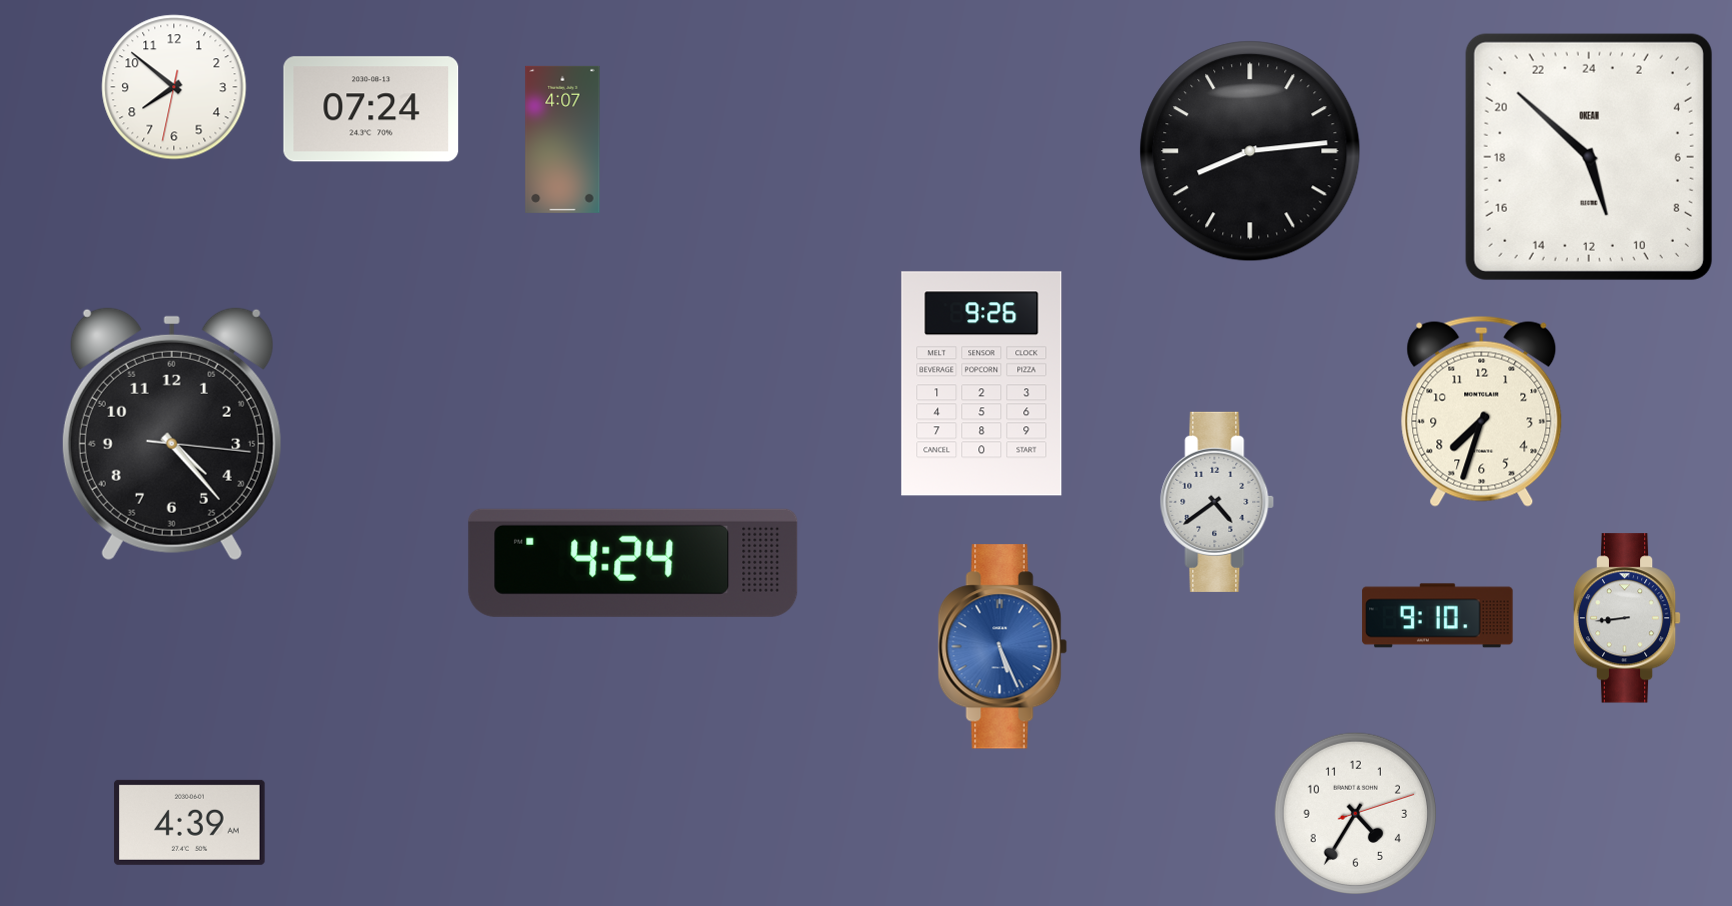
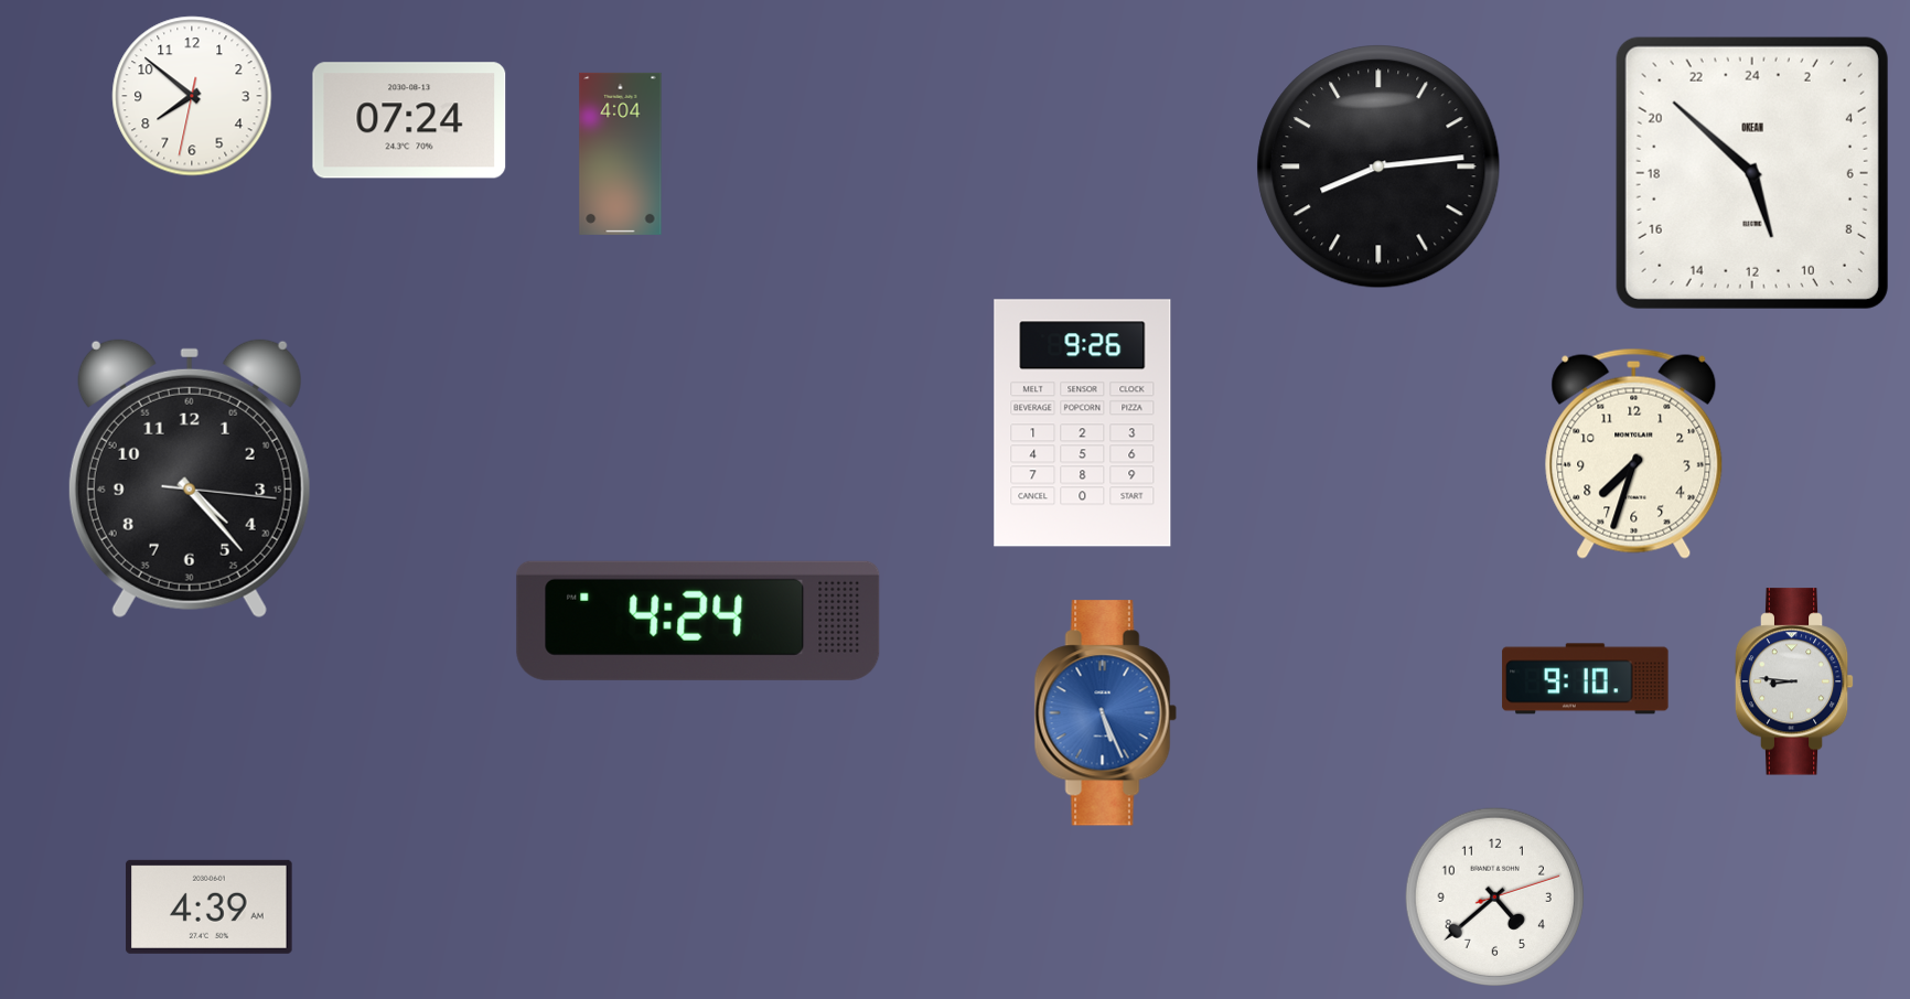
clock at (563, 139): 4:07 -> 4:04
clock at (1217, 502): 4:39 -> none
clock at (1627, 618): 8:44 -> 8:46
clock at (1355, 813): 4:35 -> 4:38
